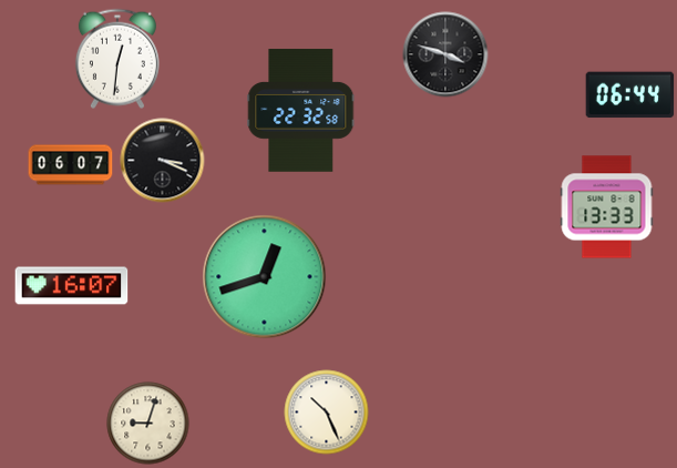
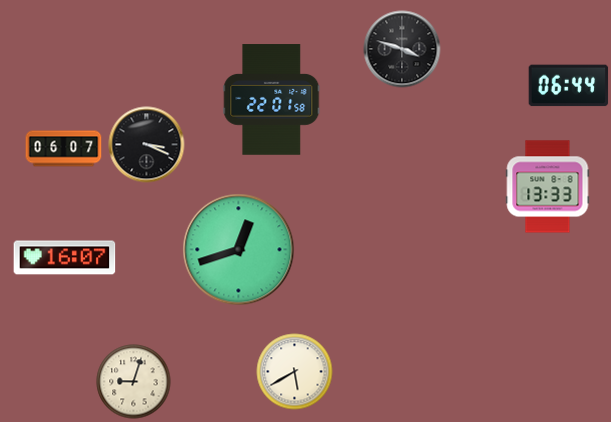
clock at (117, 59): 12:31 -> none
clock at (301, 111): 22:32 -> 22:01
clock at (327, 413): 10:26 -> 5:40
